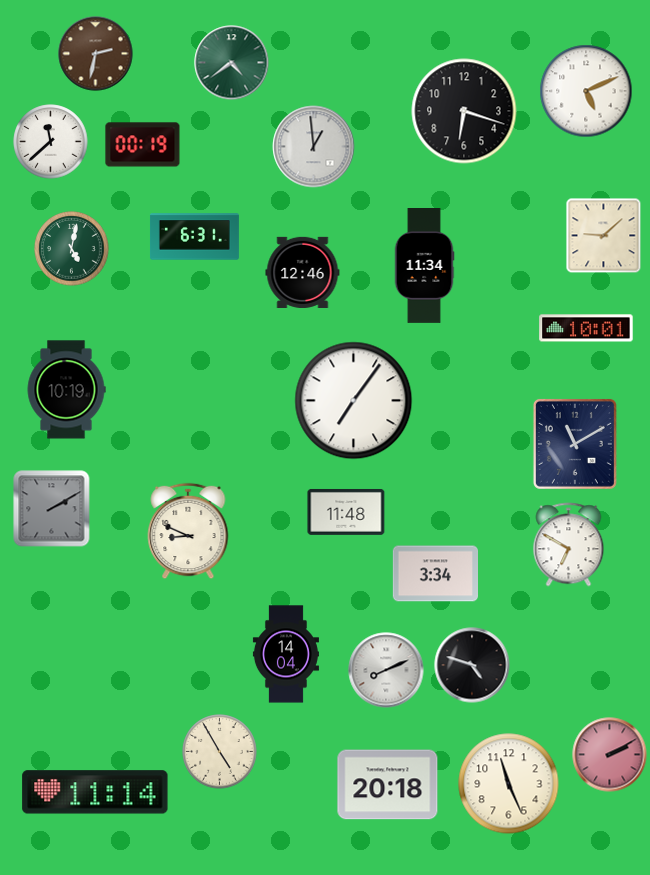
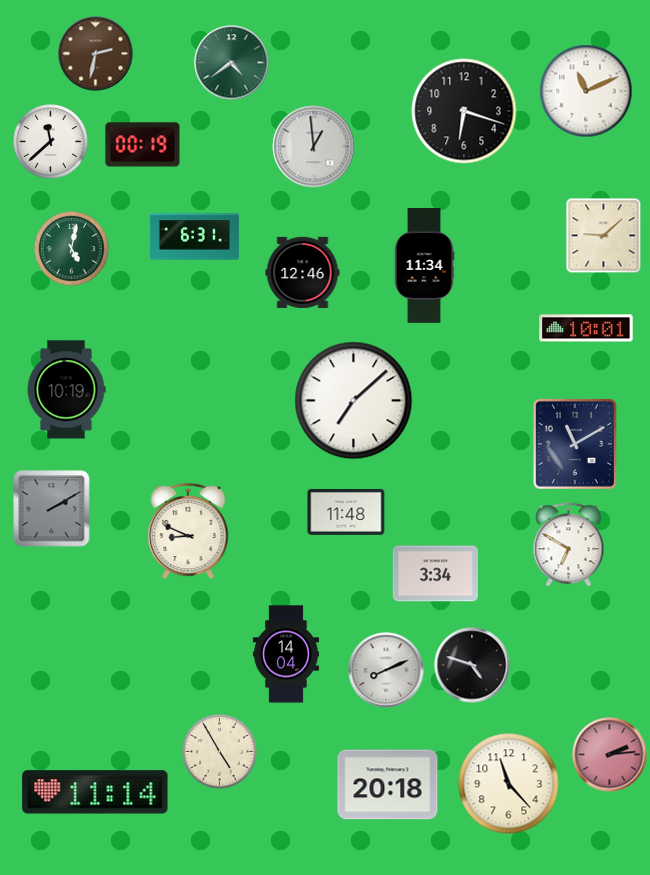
clock at (586, 91): 5:11 -> 11:11
clock at (354, 401): 7:06 -> 7:08
clock at (610, 755): 2:10 -> 2:14
clock at (509, 784): 11:26 -> 11:23
